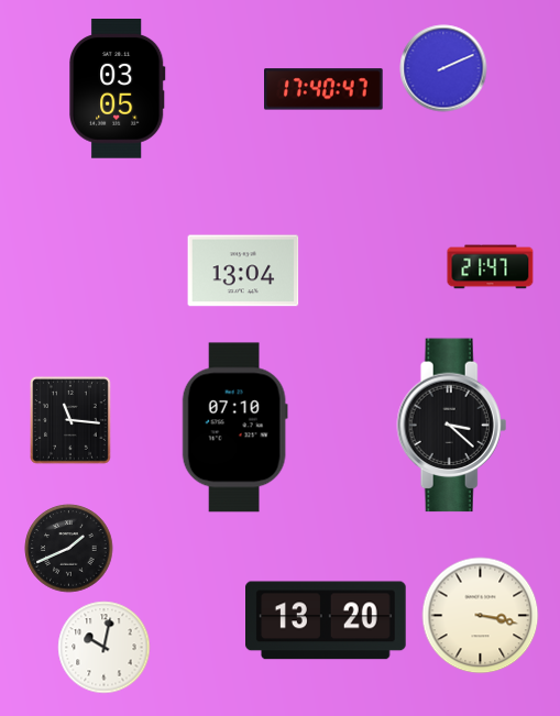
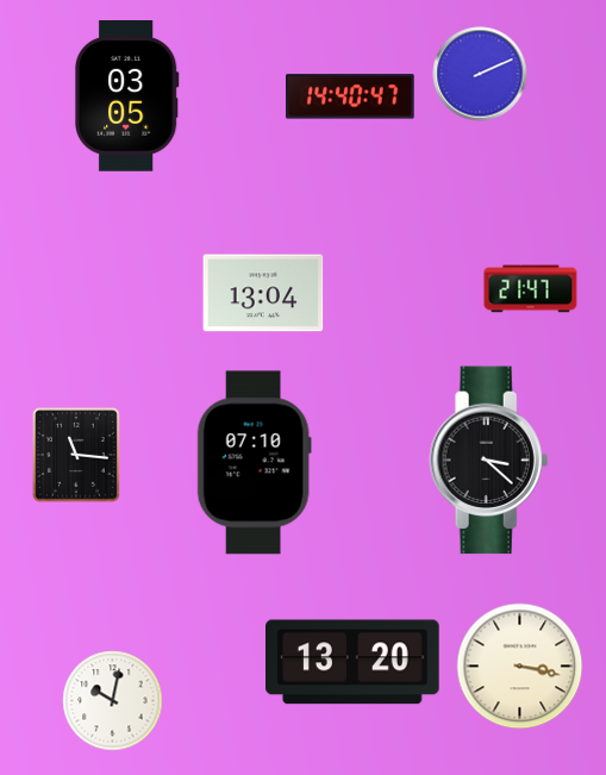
clock at (325, 89): 17:40 -> 14:40
clock at (69, 549): 1:41 -> none
clock at (327, 620) position: (327, 620) -> (354, 662)
